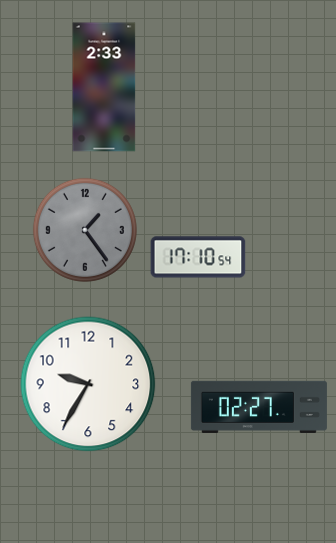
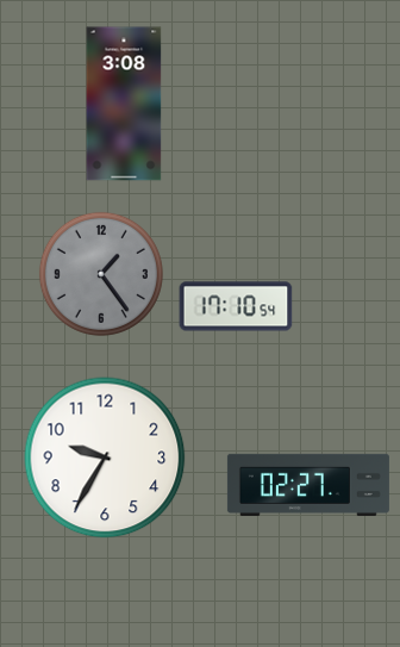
clock at (104, 87): 2:33 -> 3:08
